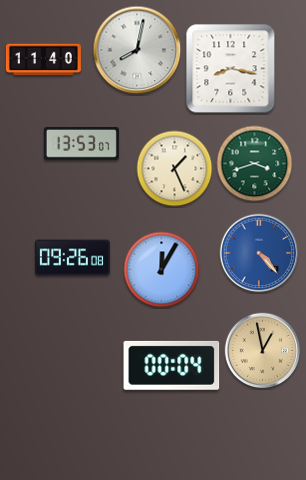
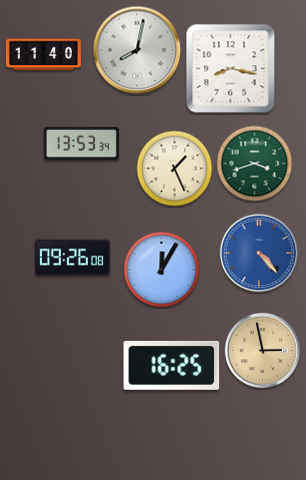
clock at (43, 60) position: (43, 60) -> (43, 55)
clock at (81, 144): 13:53:07 -> 13:53:34
clock at (263, 351): 12:58 -> 2:58
clock at (172, 365): 00:04 -> 16:25
